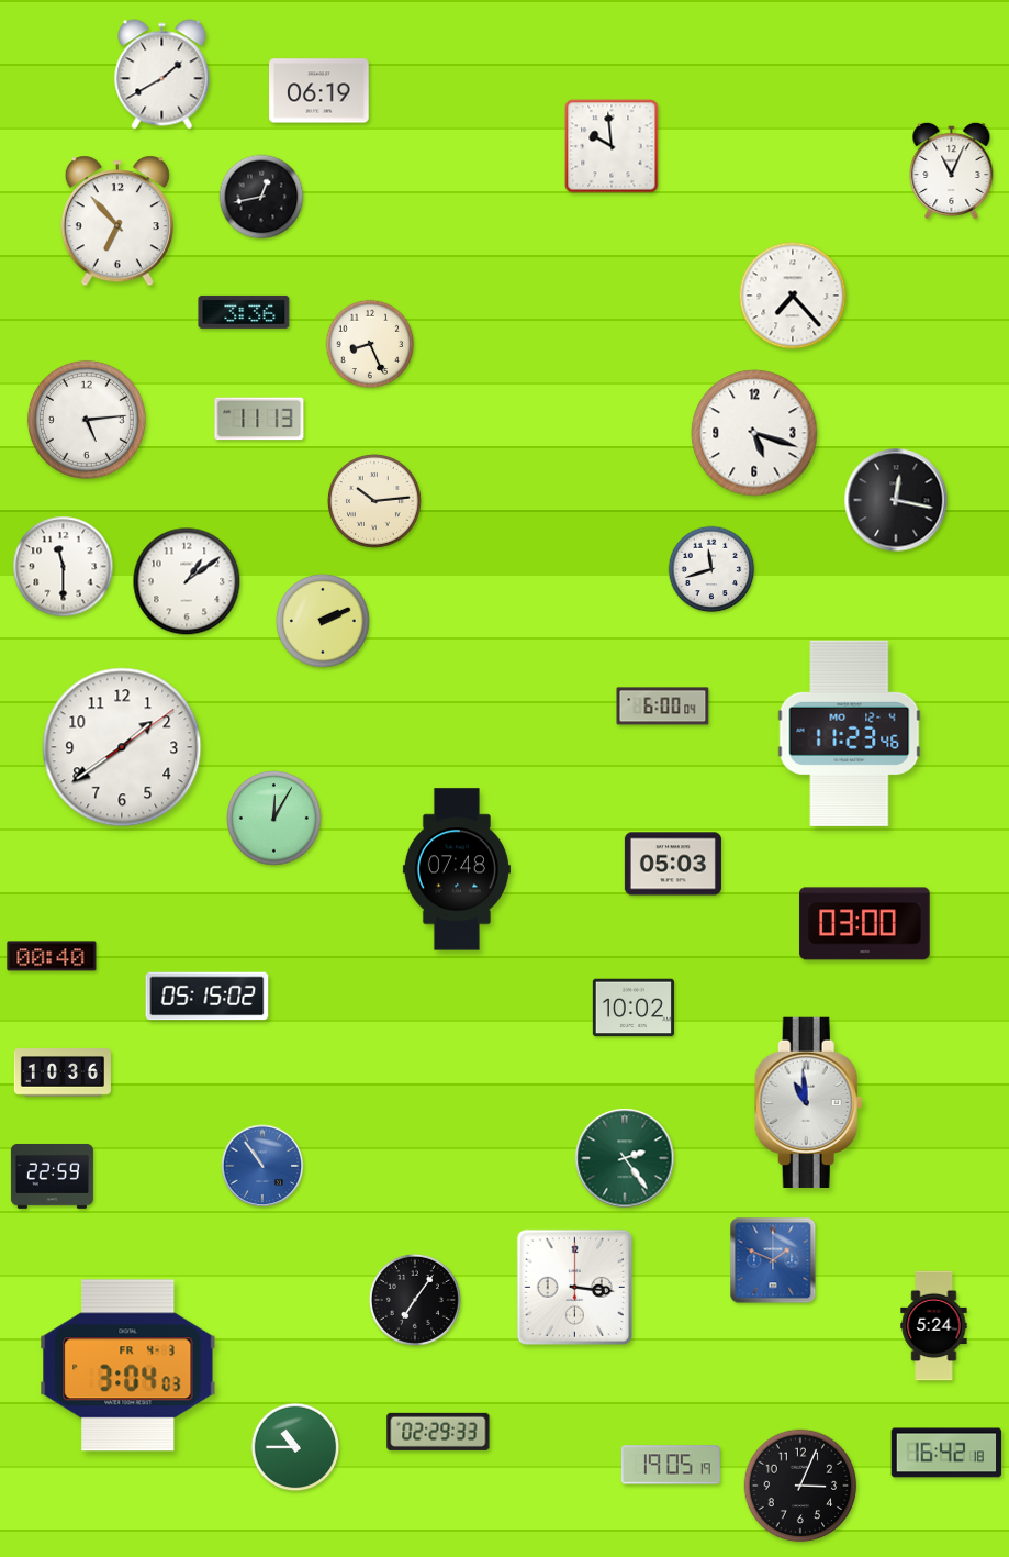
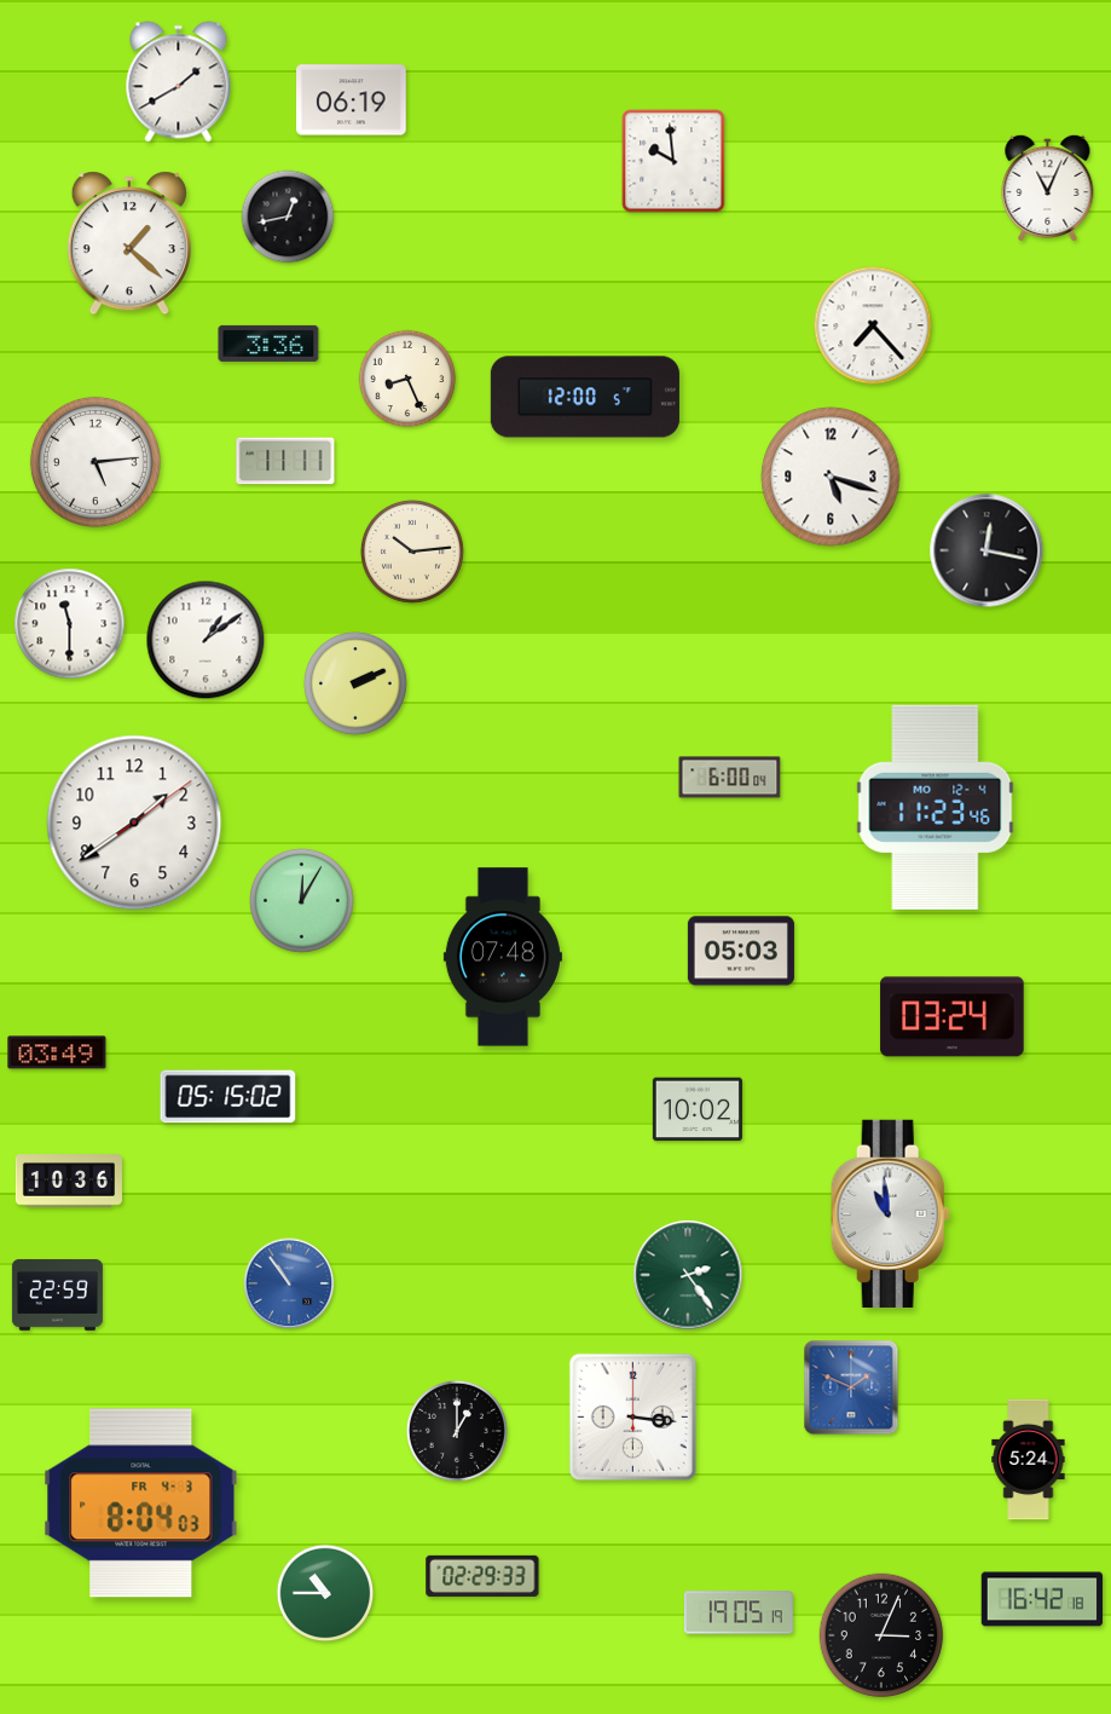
clock at (117, 221): 6:53 -> 1:22
clock at (585, 397): none -> 12:00
clock at (259, 419): 11:13 -> 11:11
clock at (711, 569): 11:42 -> none
clock at (865, 924): 03:00 -> 03:24
clock at (52, 956): 00:40 -> 03:49
clock at (415, 1300): 7:06 -> 1:00
clock at (128, 1366): 3:04 -> 8:04
